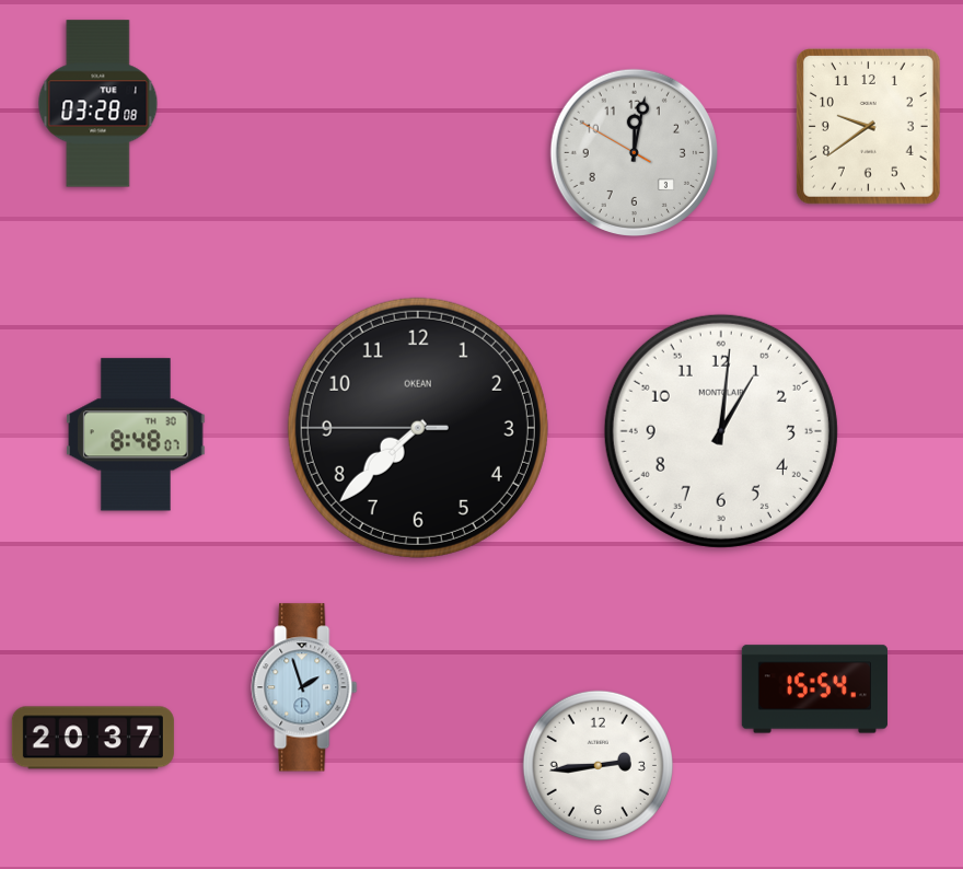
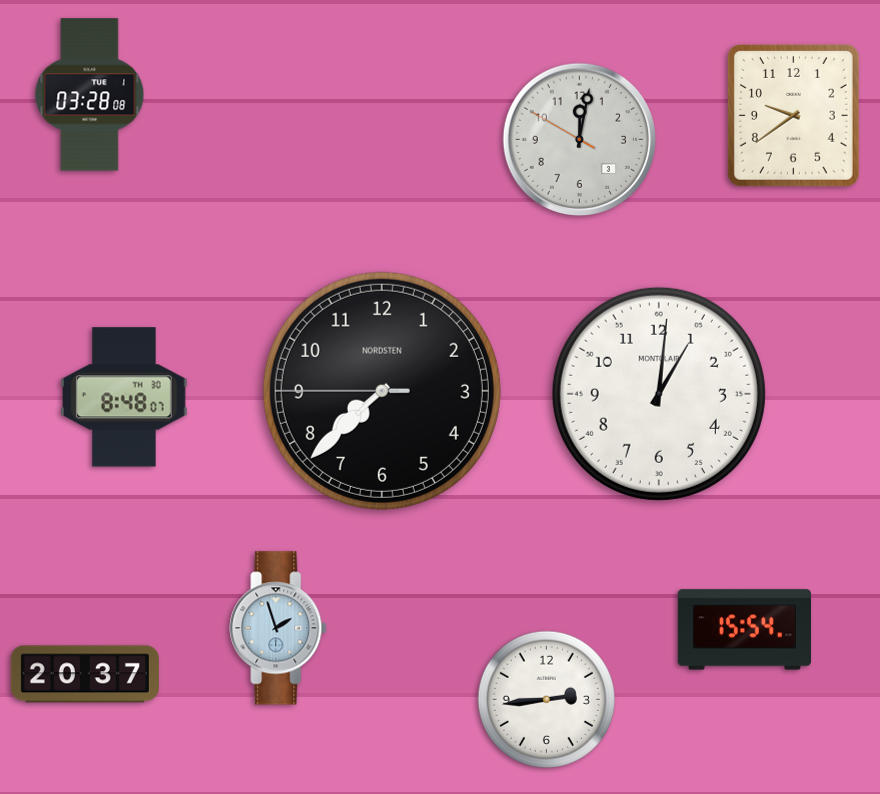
clock at (418, 428) brand: OKEAN -> NORDSTEN
